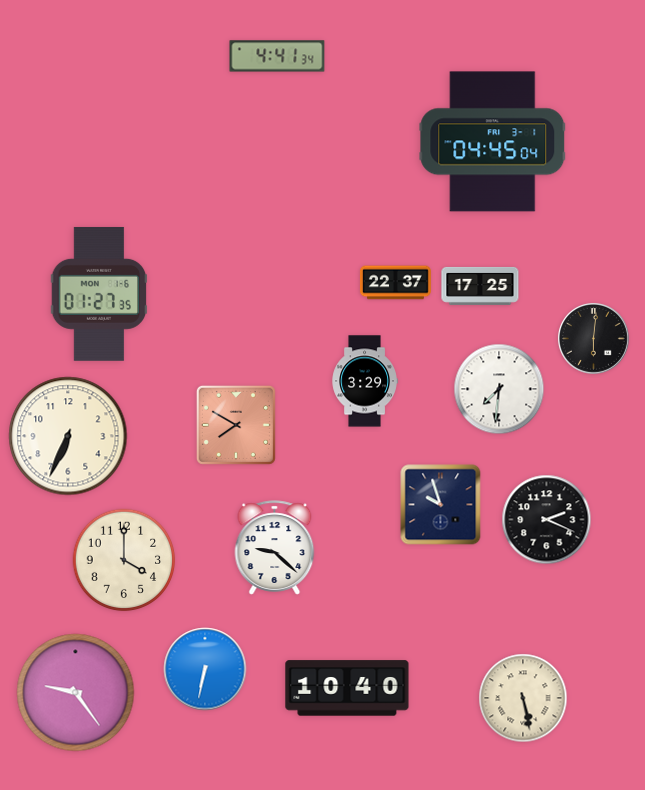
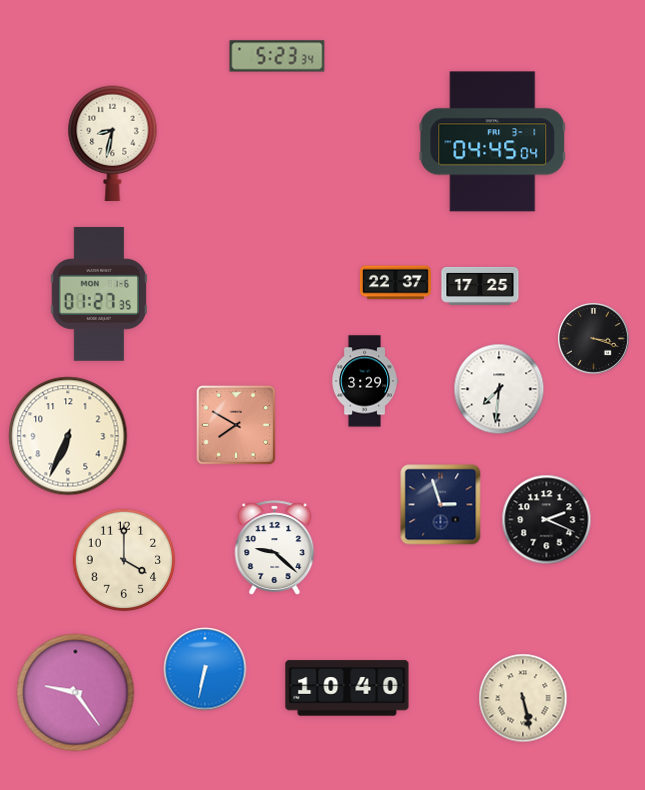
clock at (277, 56): 4:41 -> 5:23
clock at (113, 143): none -> 8:32
clock at (593, 338): 6:01 -> 3:18
clock at (441, 505): 9:57 -> 2:57
